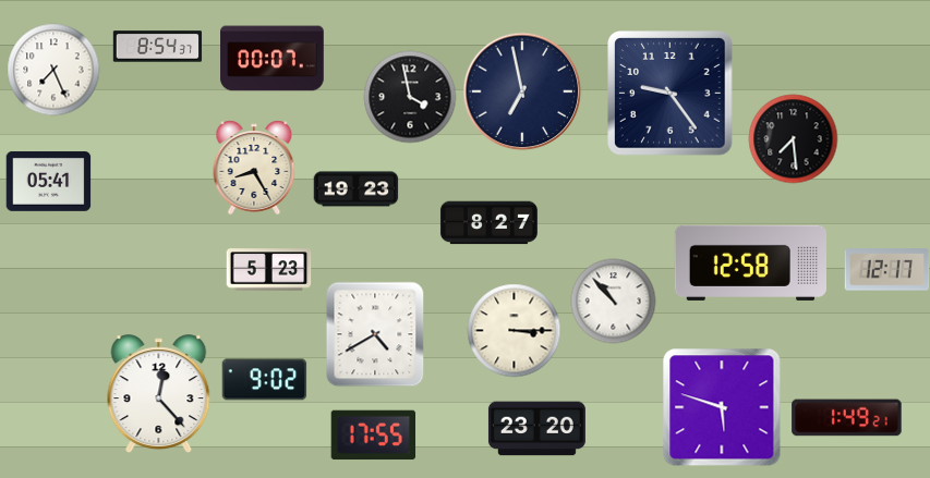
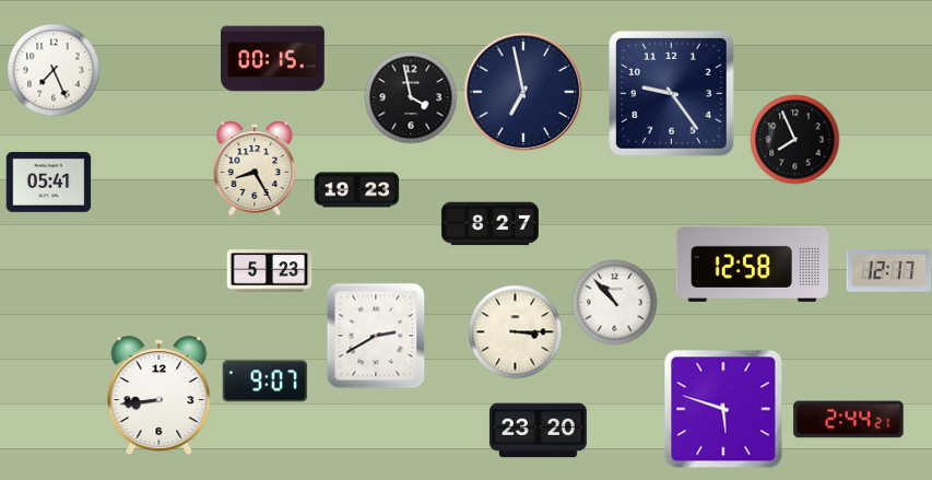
clock at (157, 47): 8:54 -> none
clock at (273, 59): 00:07 -> 00:15
clock at (793, 138): 7:29 -> 7:56
clock at (375, 334): 4:40 -> 2:40
clock at (264, 380): 9:02 -> 9:07
clock at (159, 394): 12:23 -> 8:44
clock at (847, 418): 1:49 -> 2:44
clock at (373, 436): 17:55 -> none
